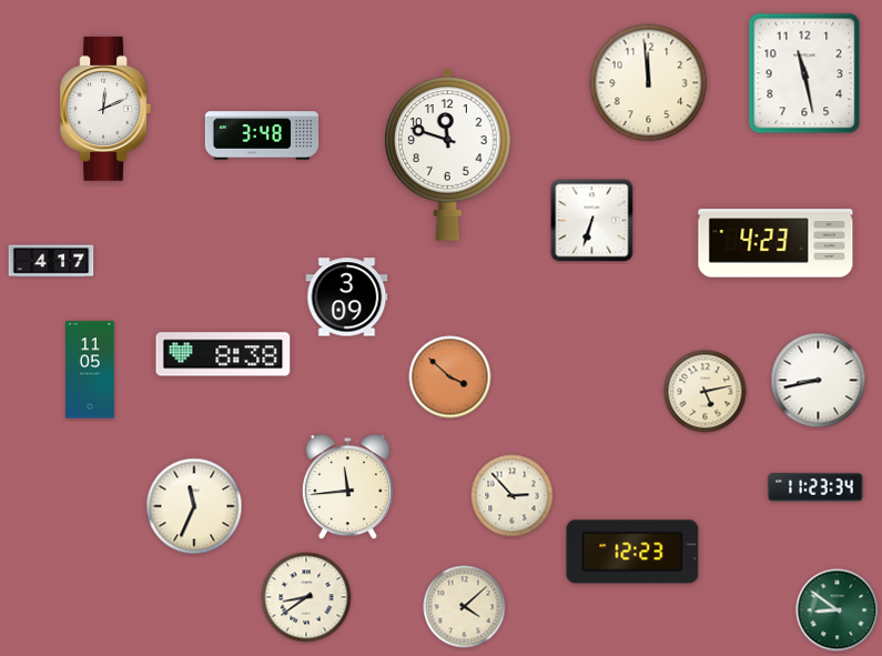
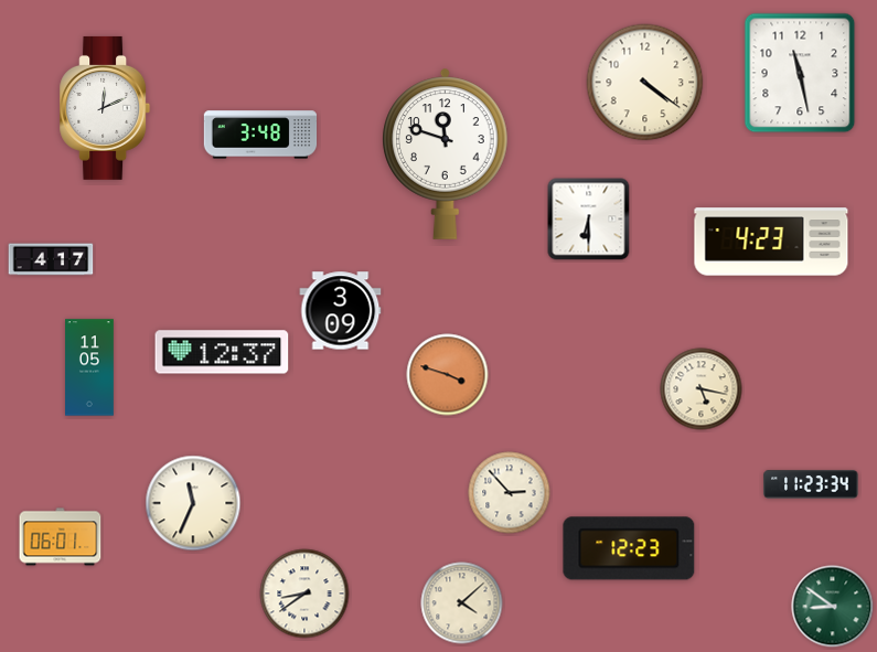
clock at (649, 83): 11:59 -> 4:21
clock at (592, 221): 6:33 -> 6:30
clock at (347, 297) position: (347, 297) -> (341, 311)
clock at (223, 354): 8:38 -> 12:37
clock at (450, 377): 3:52 -> 3:48
clock at (819, 381): 8:43 -> none
clock at (706, 392): 5:13 -> 5:17
clock at (347, 487): 11:44 -> none
clock at (61, 537): none -> 06:01
